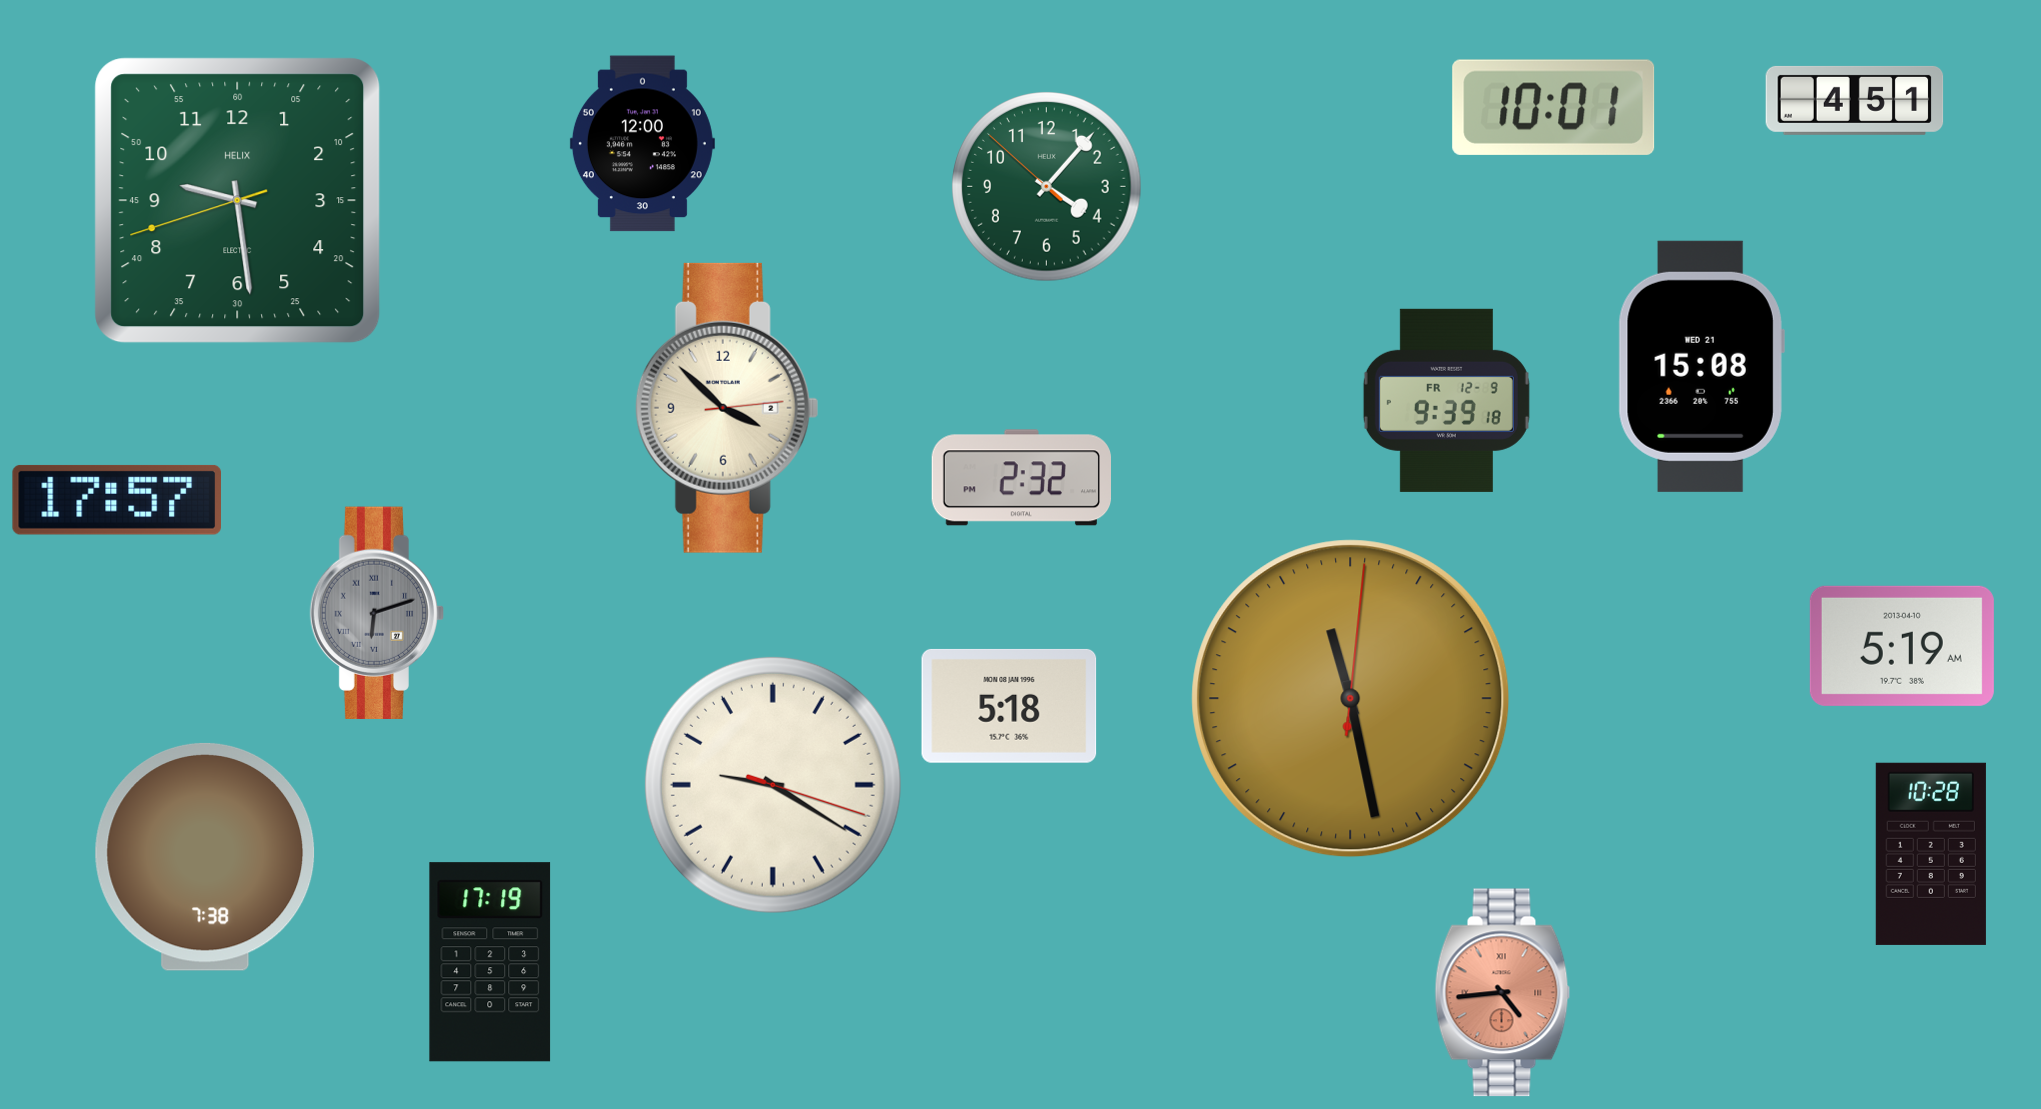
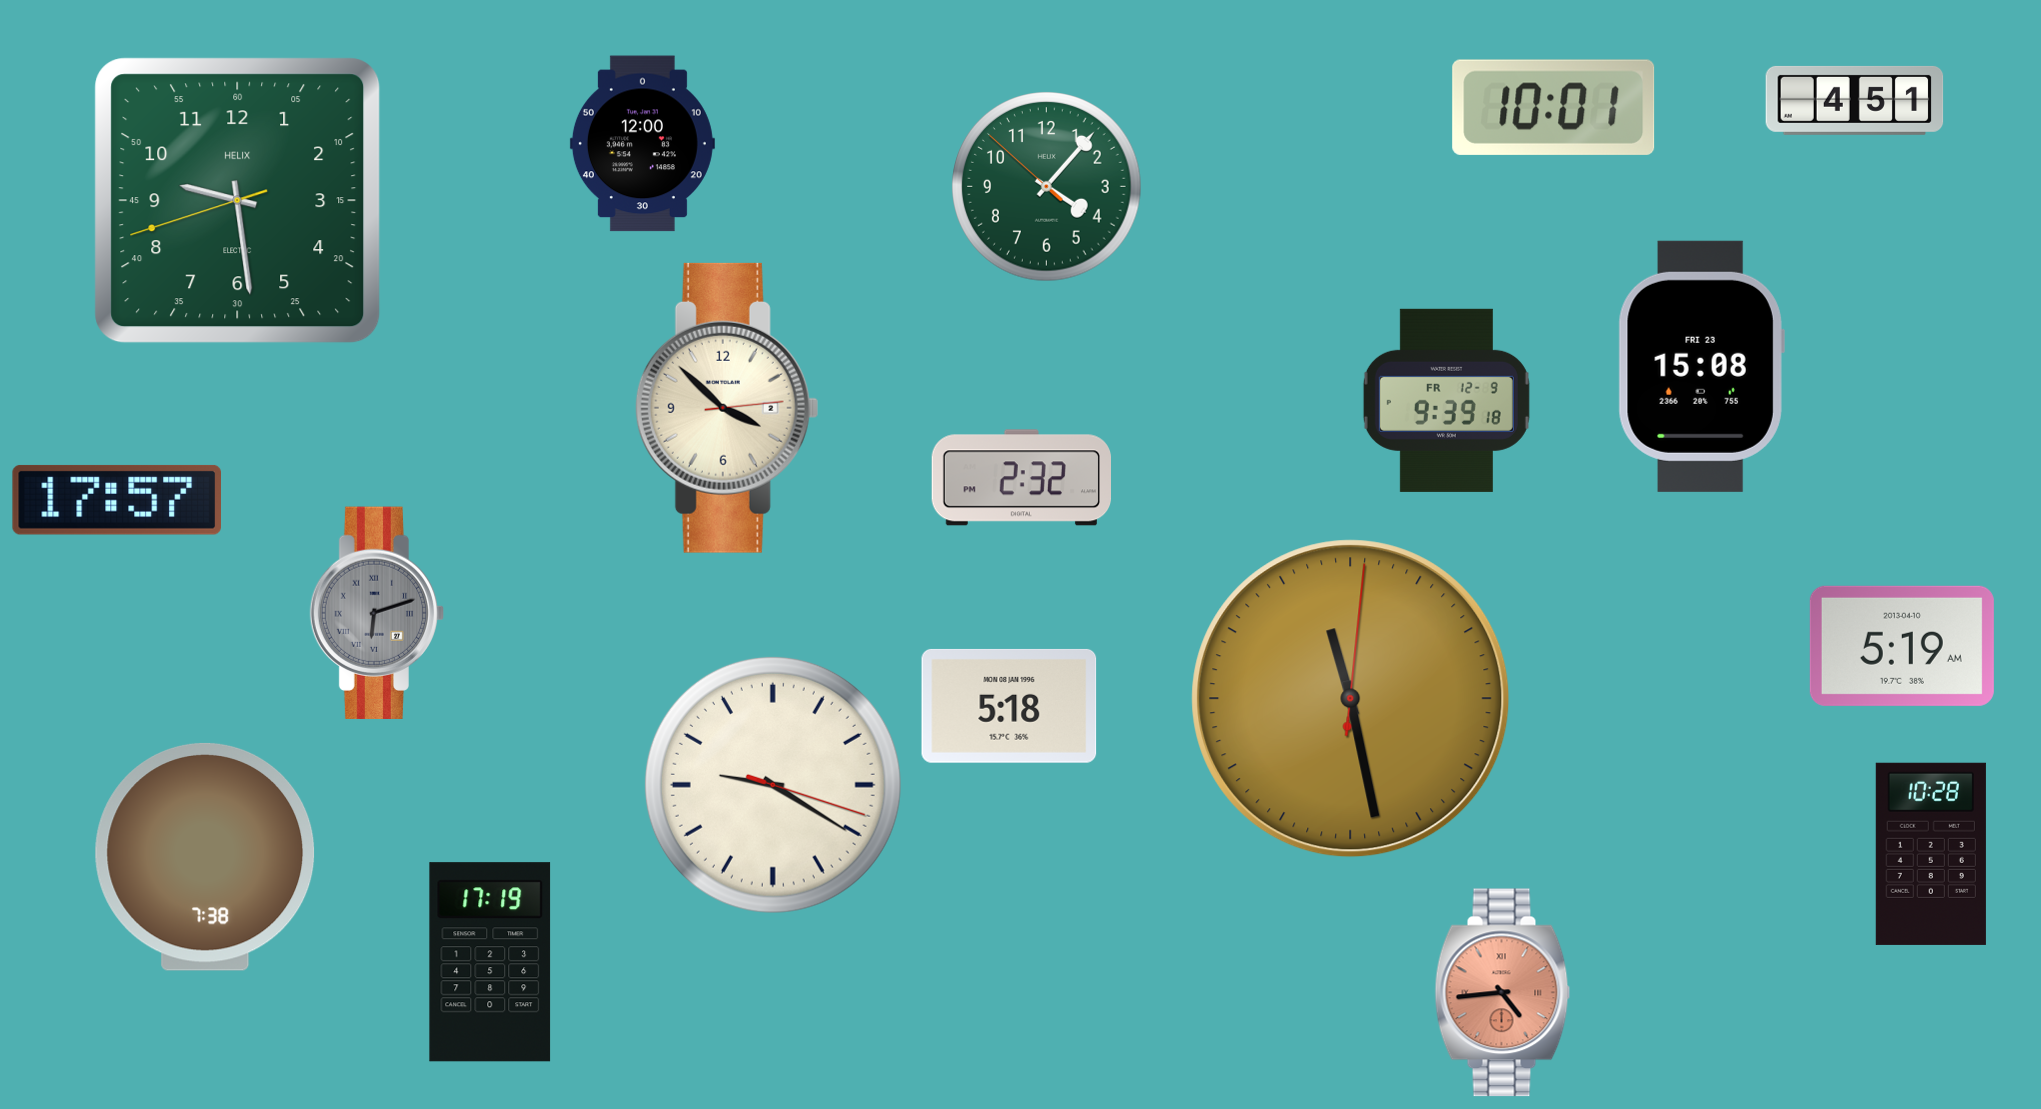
clock at (1701, 366) date: WED 21 -> FRI 23
